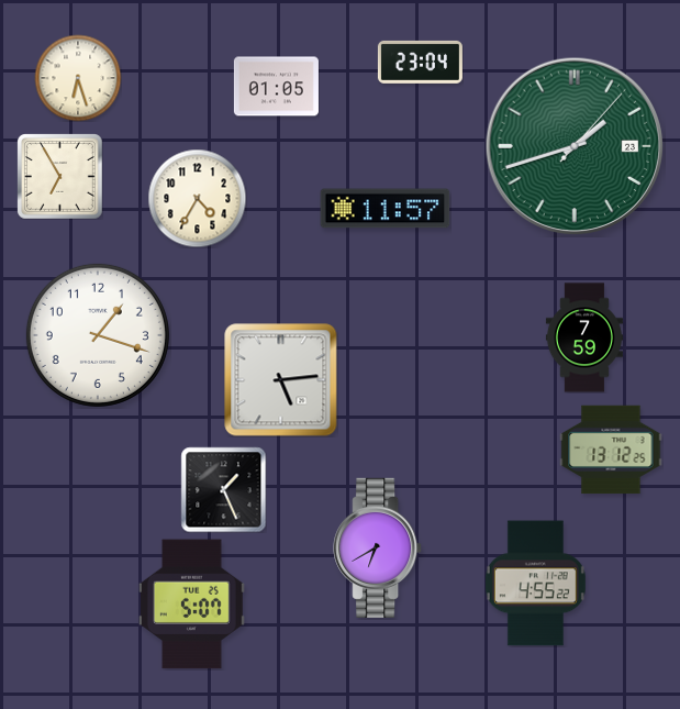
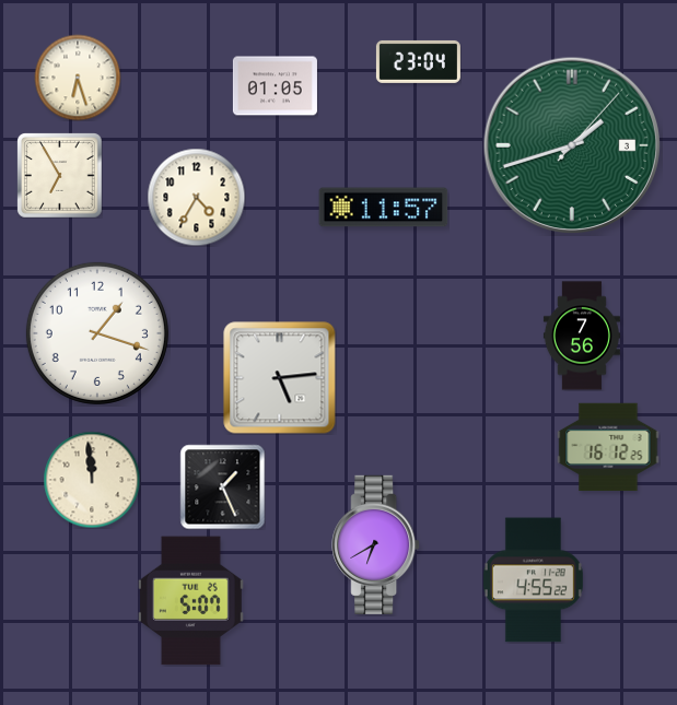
clock at (575, 146) date: 23 -> 3
clock at (584, 337): 7:59 -> 7:56
clock at (611, 450): 13:12 -> 16:12
clock at (92, 480): none -> 11:59
